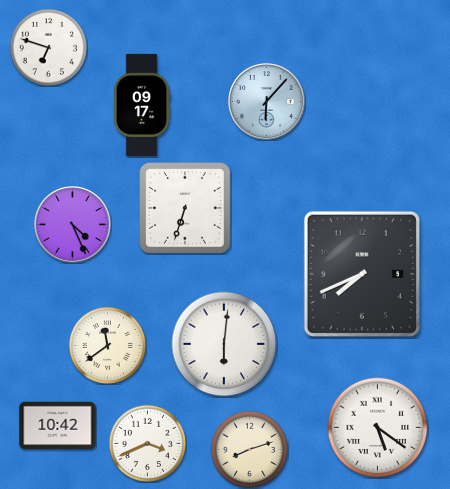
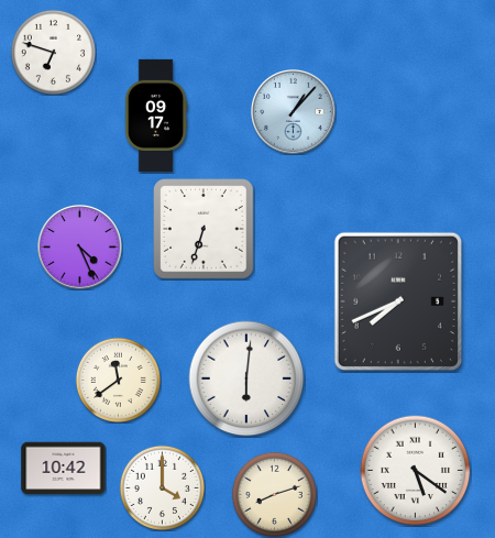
clock at (267, 102): 6:07 -> 1:07
clock at (147, 443): 3:41 -> 4:00
